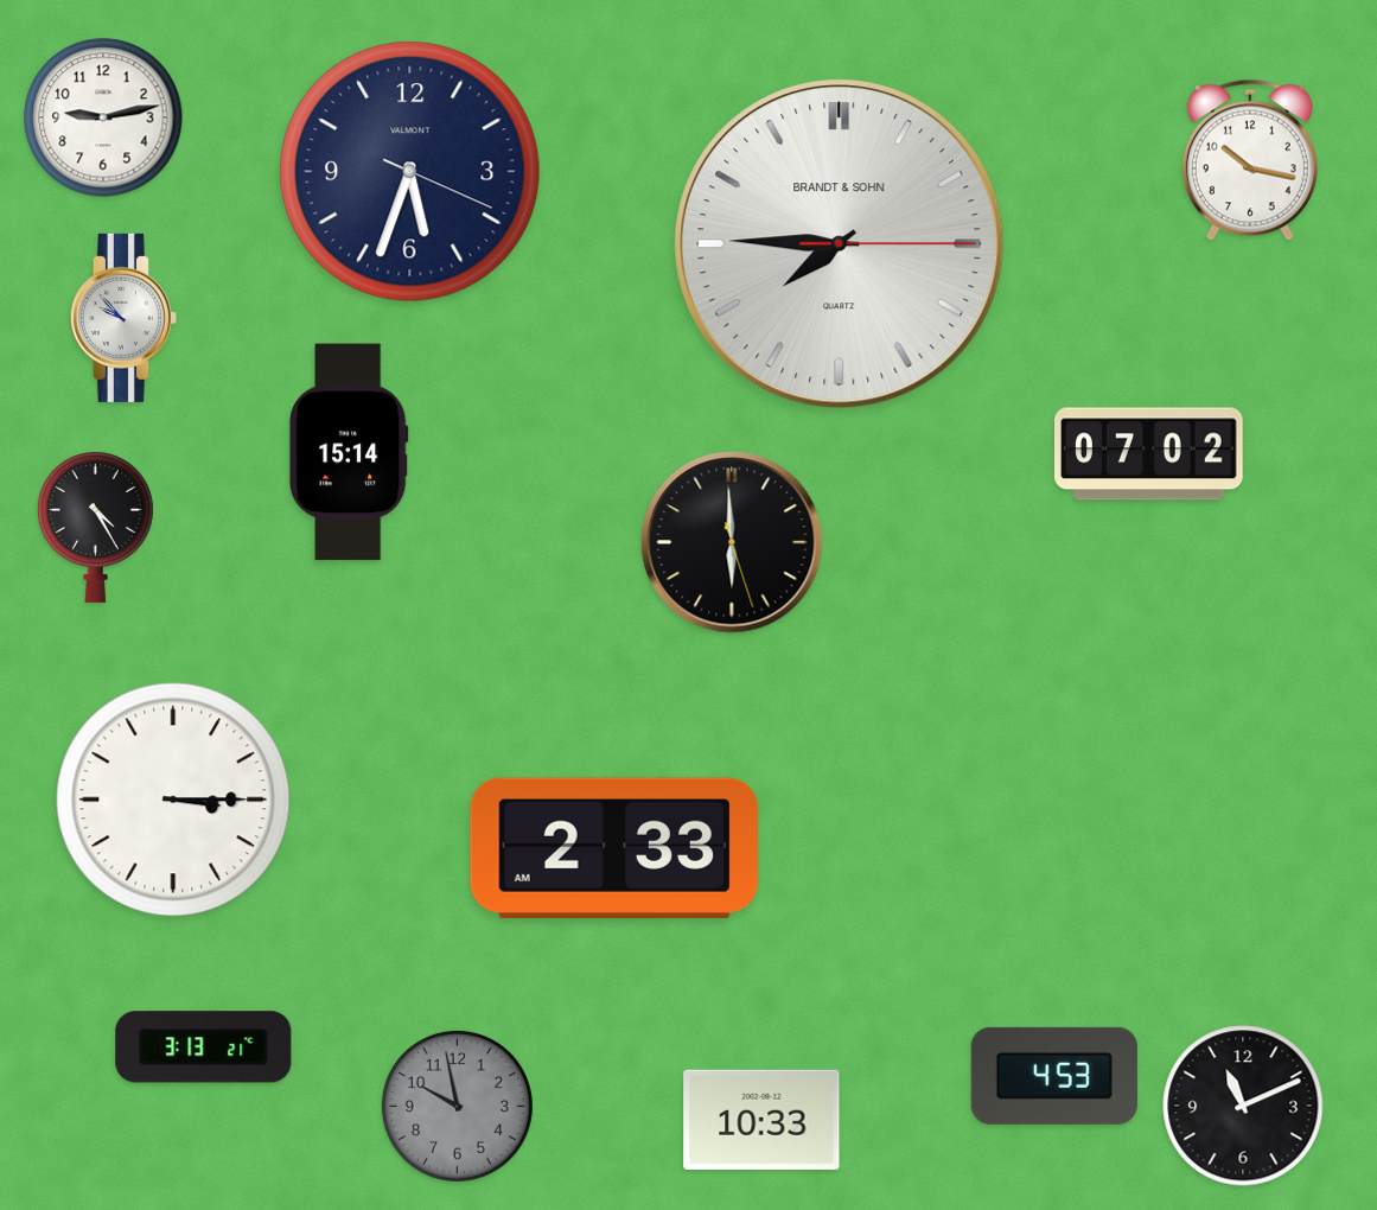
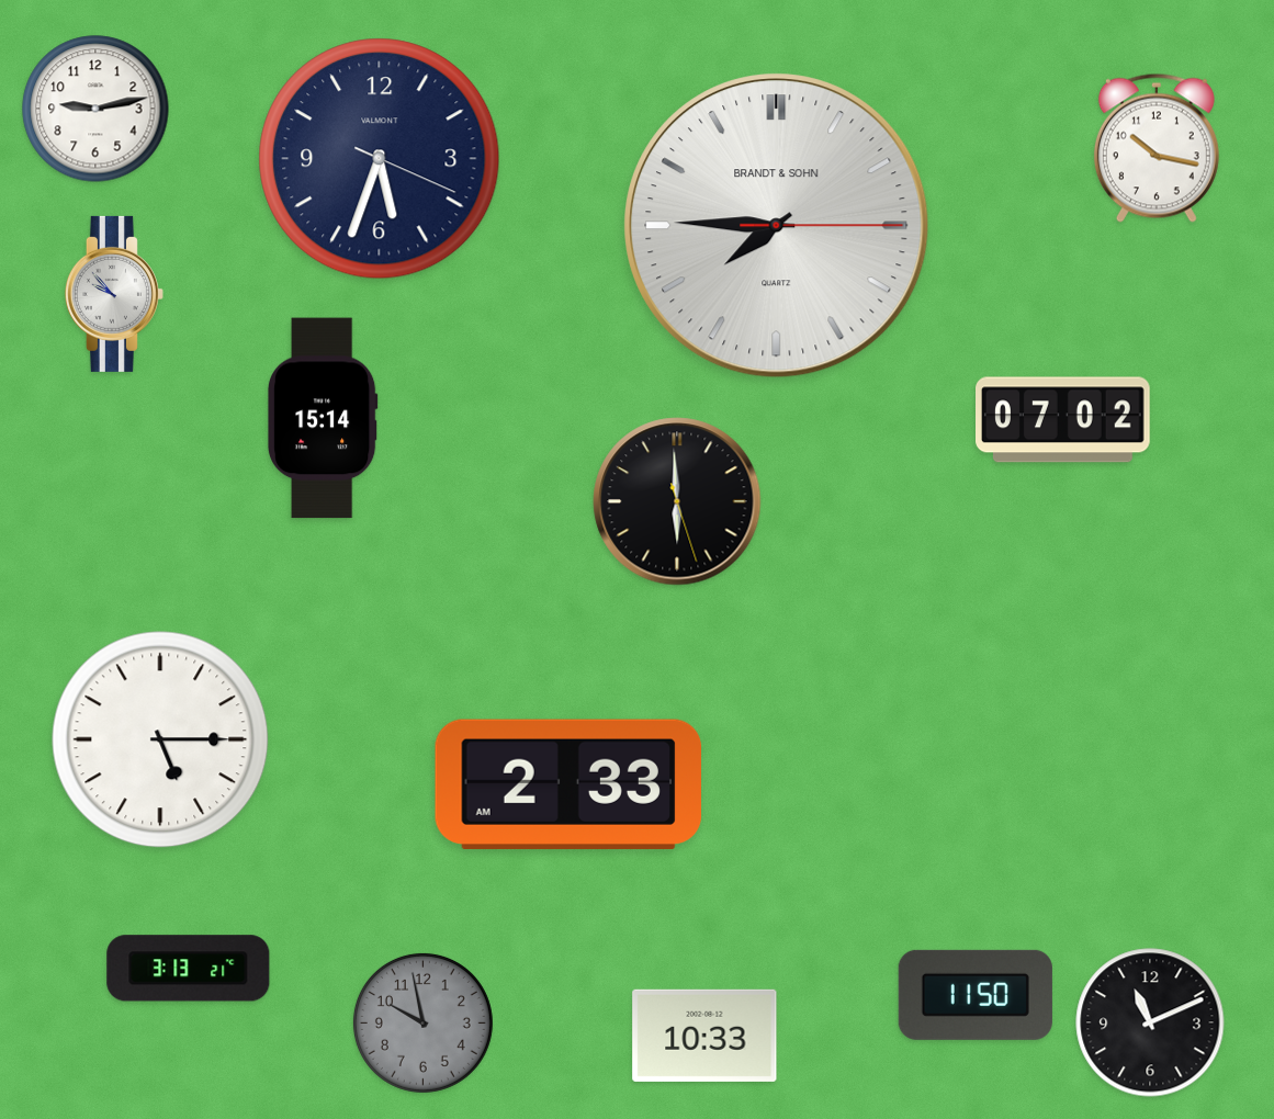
clock at (95, 527): 4:25 -> none
clock at (173, 800): 3:15 -> 5:15
clock at (1054, 1076): 4:53 -> 11:50
